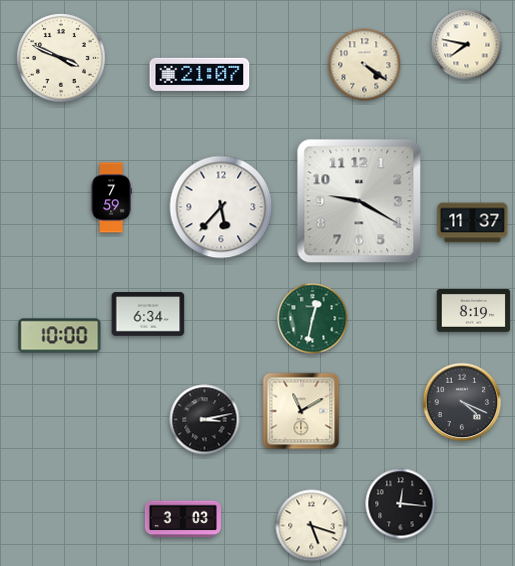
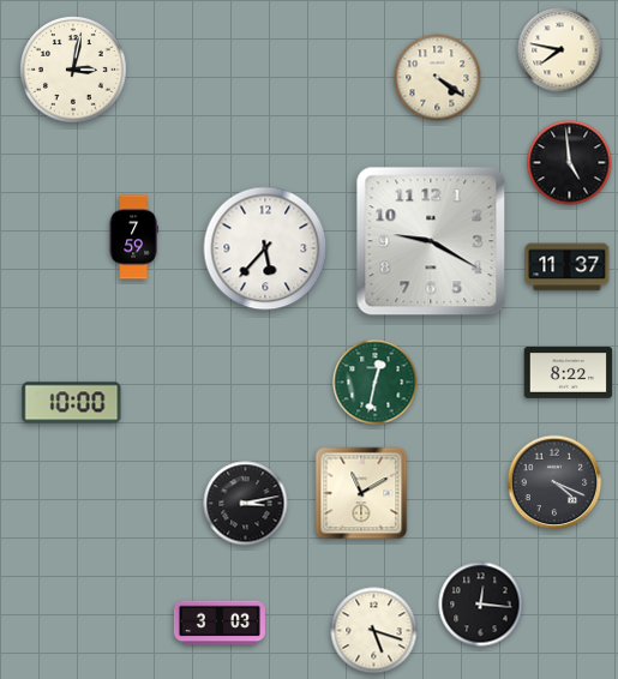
clock at (467, 45) position: (467, 45) -> (560, 50)
clock at (62, 59): 3:49 -> 3:02
clock at (200, 74): 21:07 -> none
clock at (570, 163): none -> 4:59
clock at (474, 311): 8:19 -> 8:22
clock at (148, 314): 6:34 -> none
